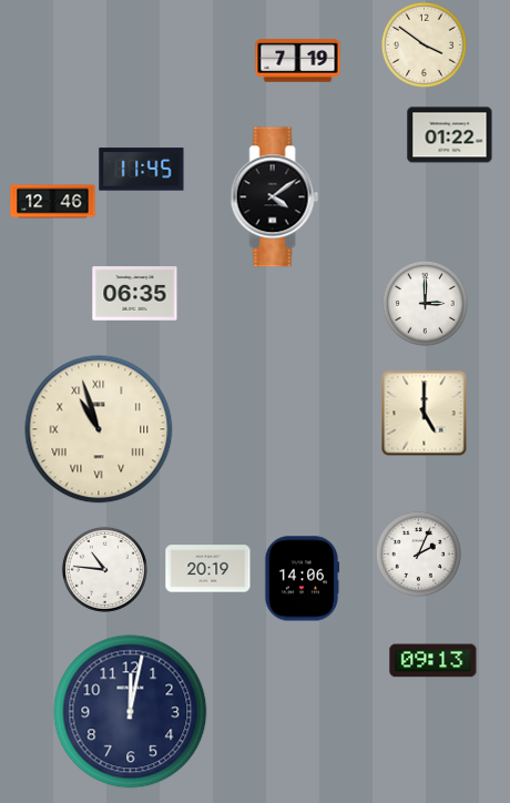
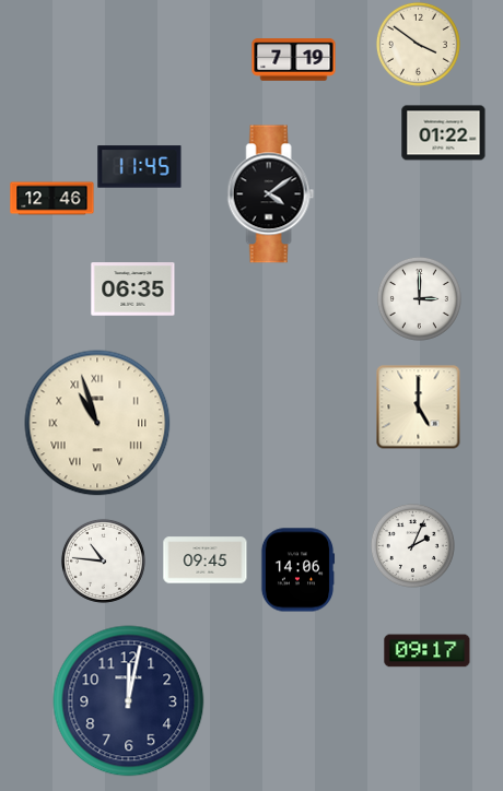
clock at (208, 569): 20:19 -> 09:45
clock at (433, 661): 09:13 -> 09:17
